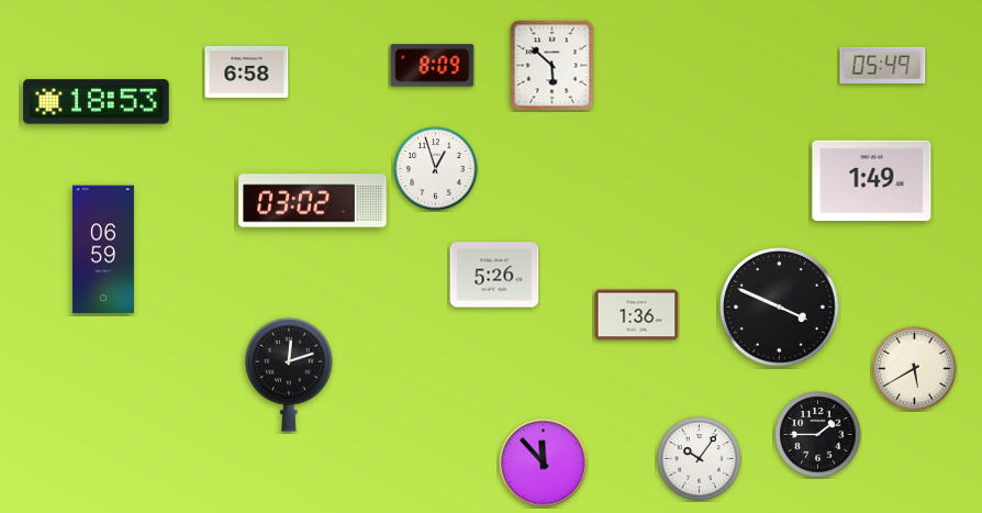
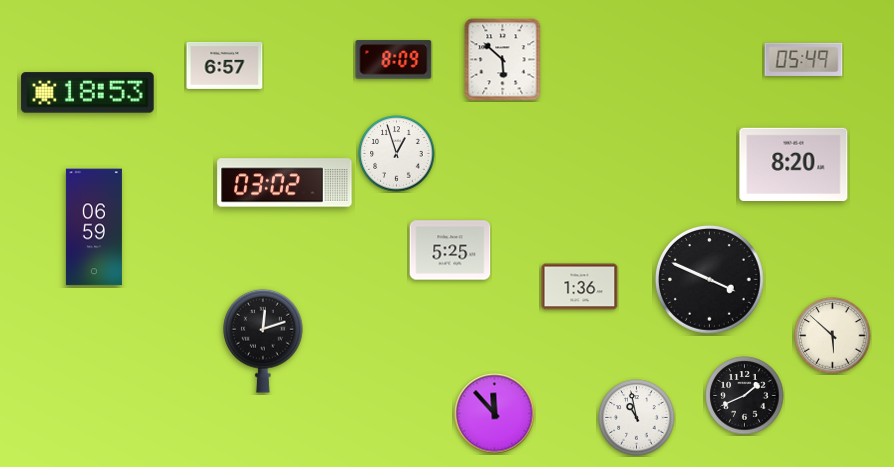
clock at (247, 71): 6:58 -> 6:57
clock at (872, 180): 1:49 -> 8:20
clock at (494, 275): 5:26 -> 5:25
clock at (915, 369): 5:40 -> 5:52
clock at (818, 435): 1:45 -> 1:41
clock at (700, 459): 10:06 -> 10:58
clock at (544, 464) position: (544, 464) -> (495, 414)
